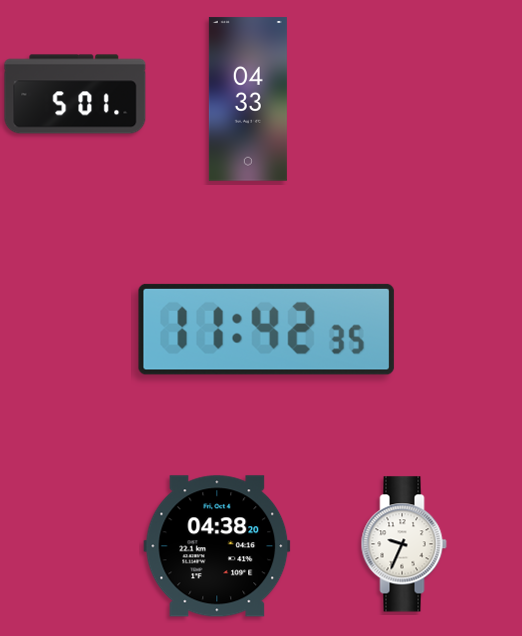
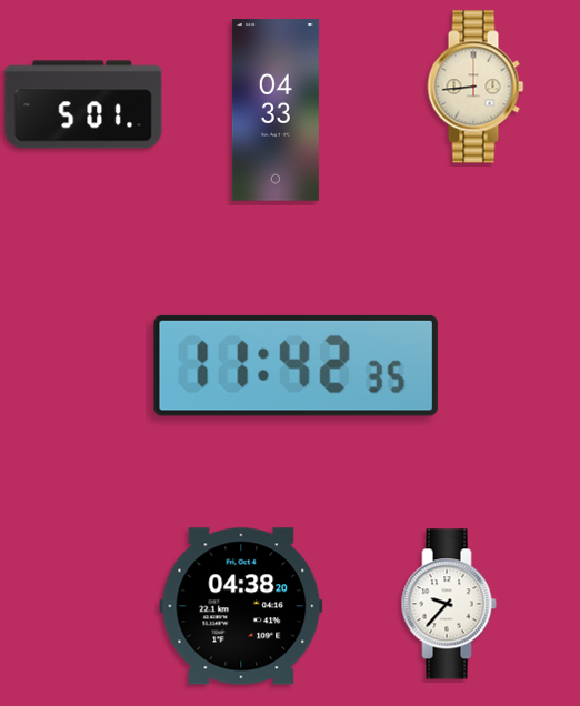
clock at (476, 87): none -> 8:44
clock at (404, 544): 9:34 -> 9:37
